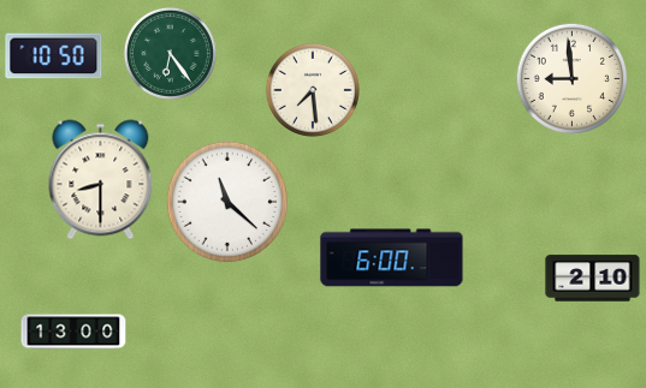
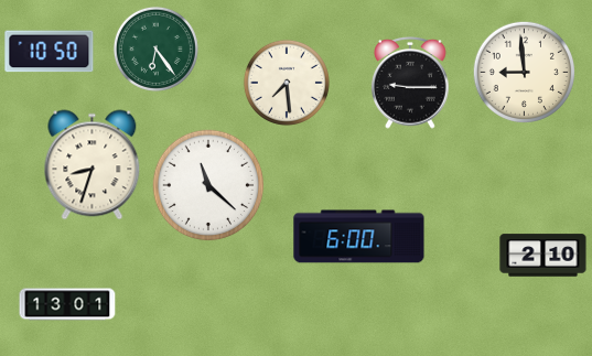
clock at (410, 83): none -> 9:15
clock at (101, 180): 8:30 -> 8:33
clock at (73, 332): 13:00 -> 13:01
